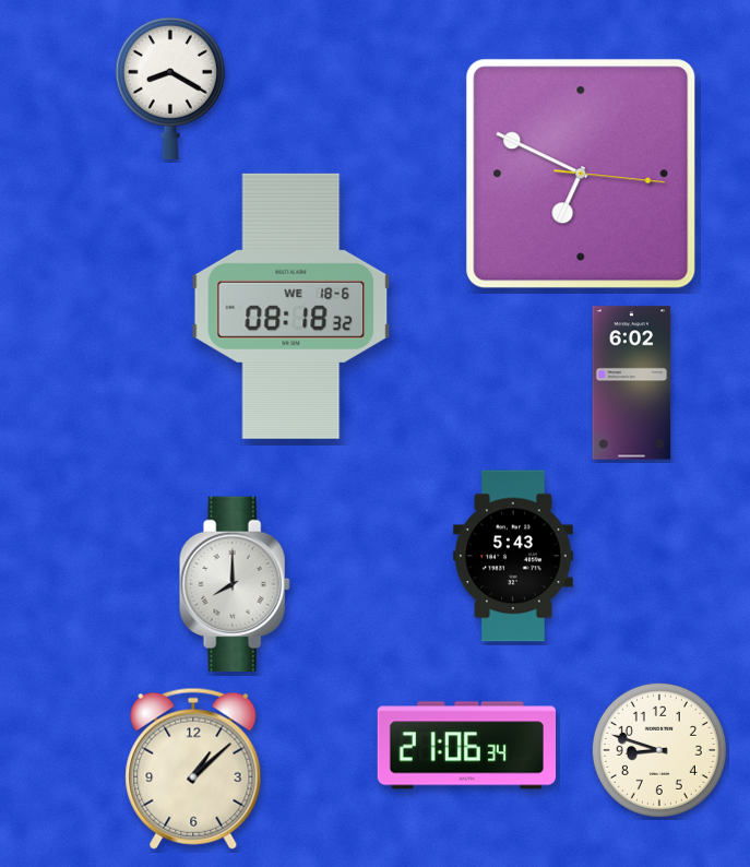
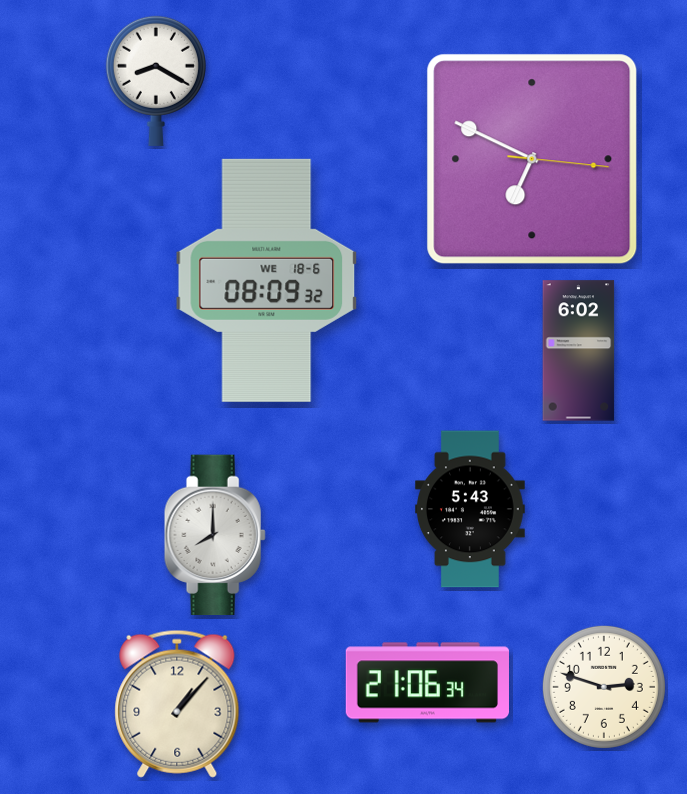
clock at (291, 306): 08:18 -> 08:09
clock at (659, 750): 8:48 -> 2:48
clock at (193, 769): 1:08 -> 1:07
